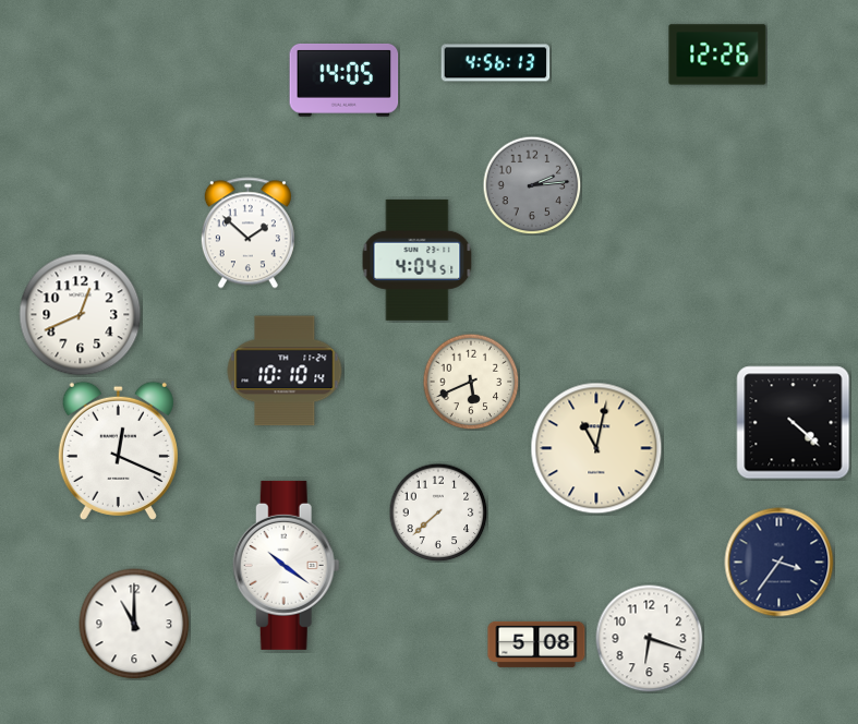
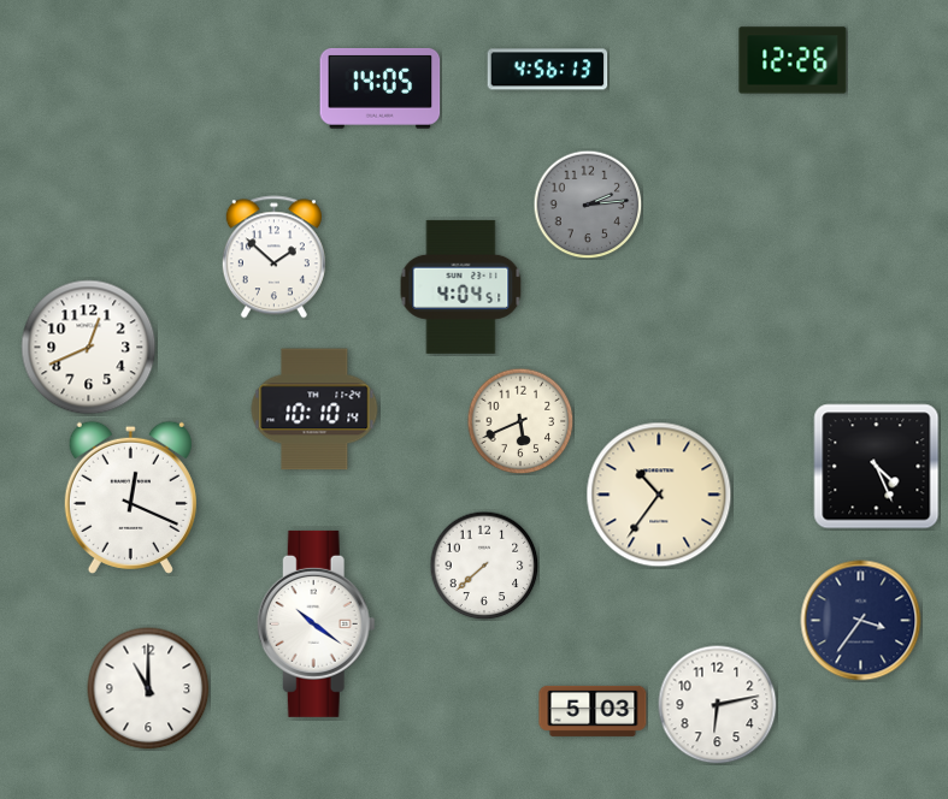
clock at (794, 423): 4:22 -> 4:26
clock at (596, 448): 11:02 -> 10:36
clock at (650, 639): 6:18 -> 6:13
clock at (536, 644): 5:08 -> 5:03
